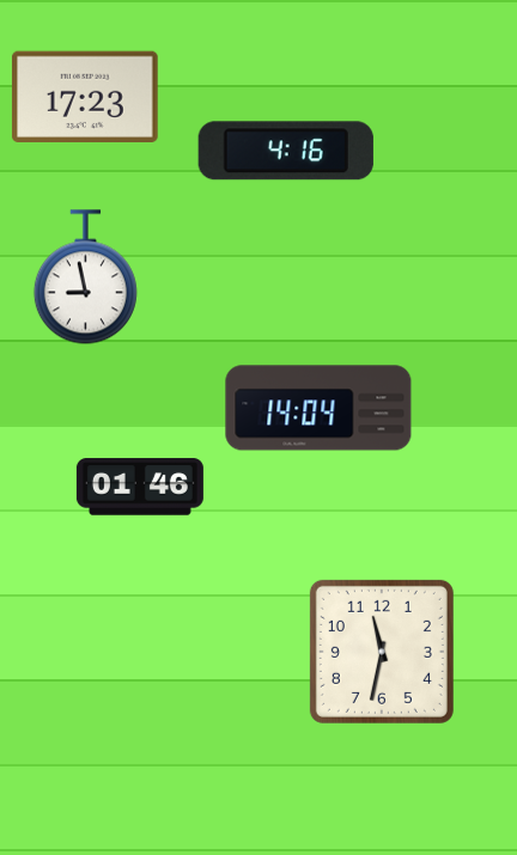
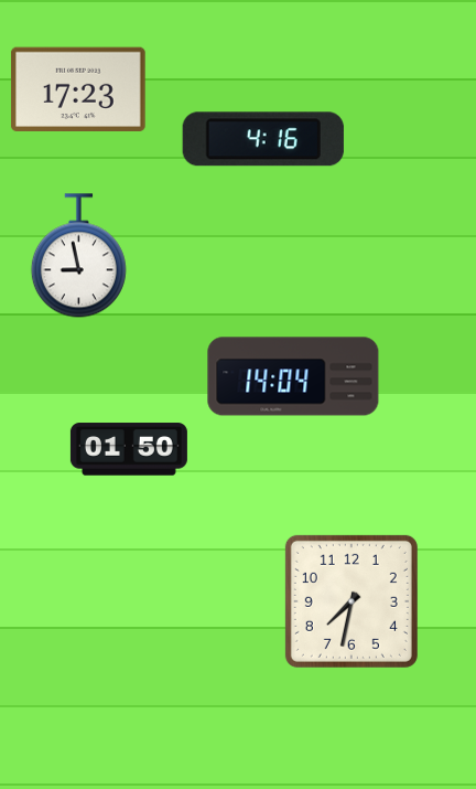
clock at (140, 487): 01:46 -> 01:50
clock at (382, 652): 11:32 -> 7:32
